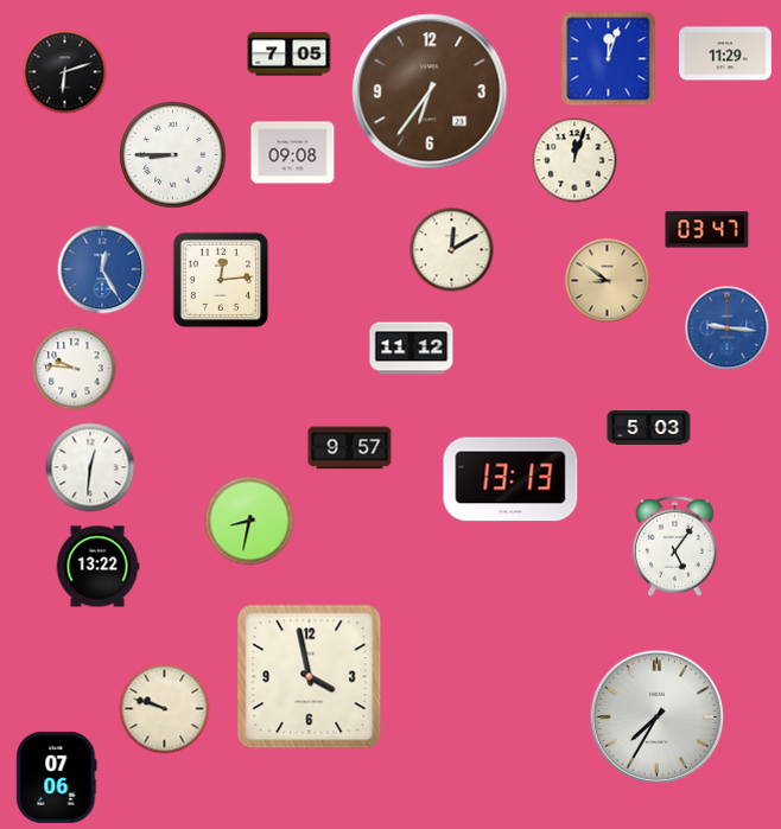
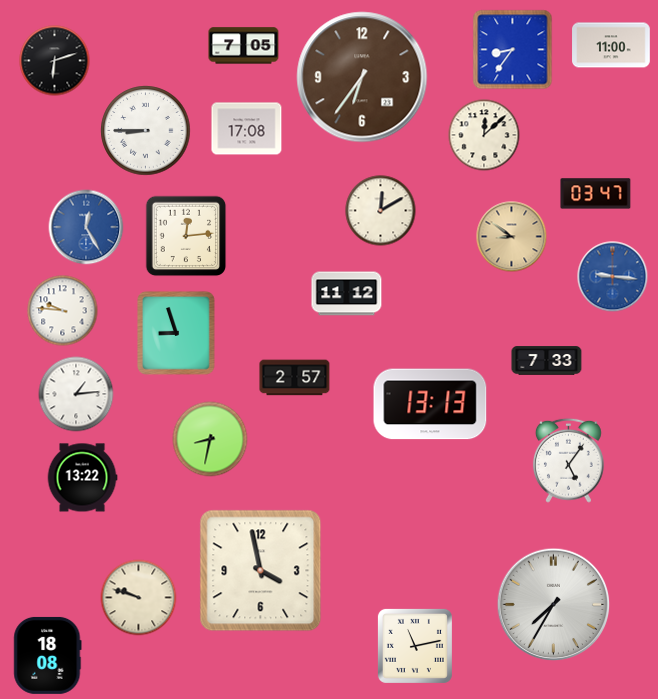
clock at (725, 53): 11:29 -> 11:00
clock at (609, 59): 12:03 -> 8:36
clock at (293, 153): 09:08 -> 17:08
clock at (574, 160): 12:03 -> 12:08
clock at (176, 333): none -> 8:57
clock at (649, 428): 5:03 -> 7:33
clock at (350, 448): 9:57 -> 2:57
clock at (90, 467): 12:31 -> 1:14
clock at (415, 646): none -> 11:13
clock at (57, 777): 07:06 -> 18:08
